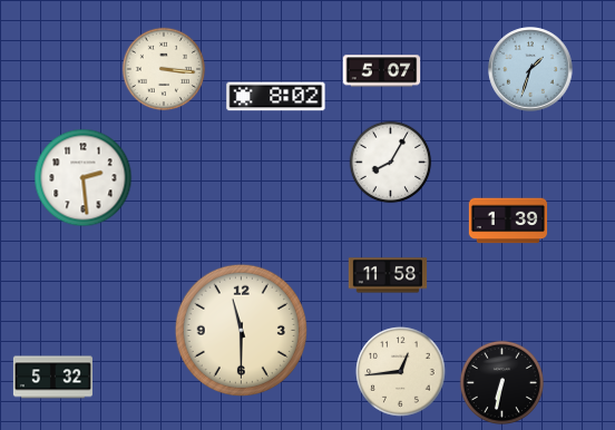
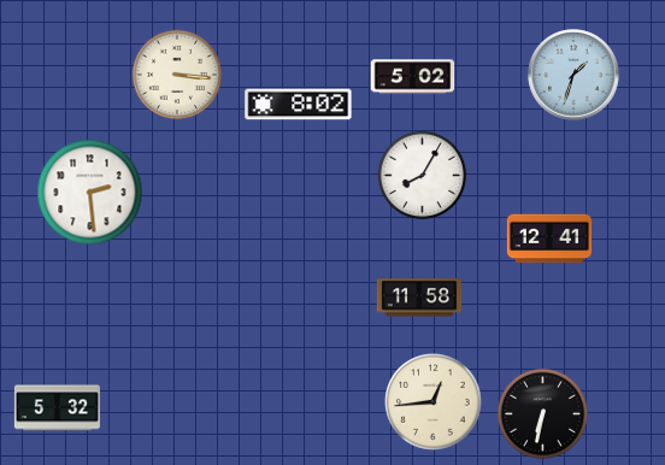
clock at (382, 71): 5:07 -> 5:02
clock at (508, 221): 1:39 -> 12:41
clock at (241, 330): 11:30 -> none
